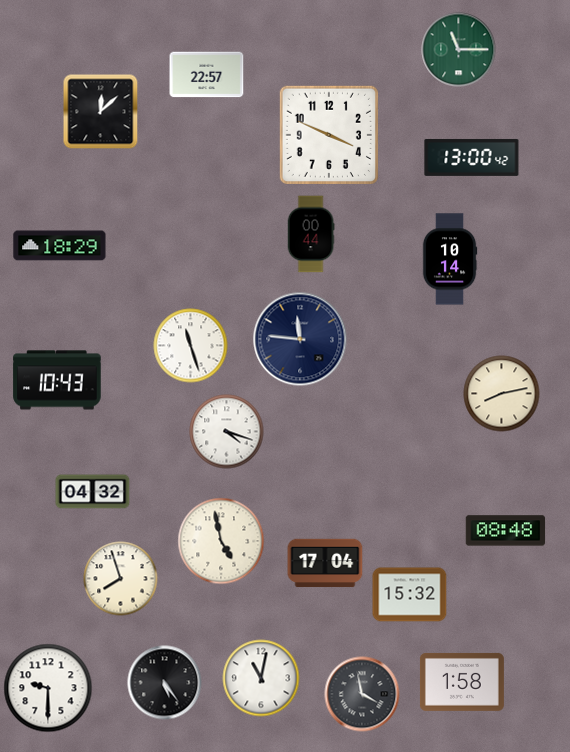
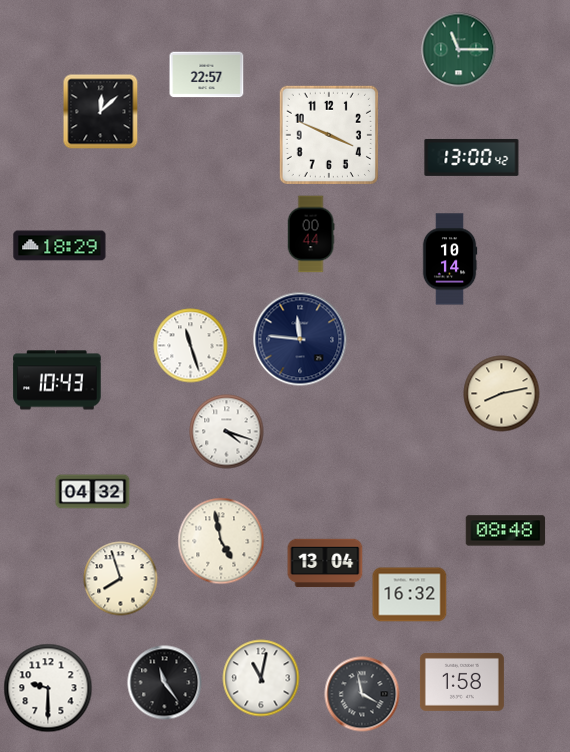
clock at (325, 563): 17:04 -> 13:04
clock at (410, 595): 15:32 -> 16:32
clock at (165, 683): 5:24 -> 11:24
